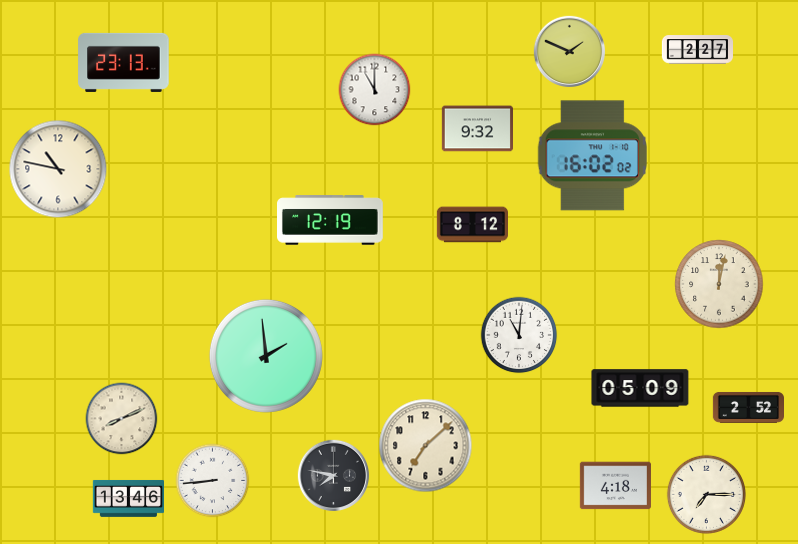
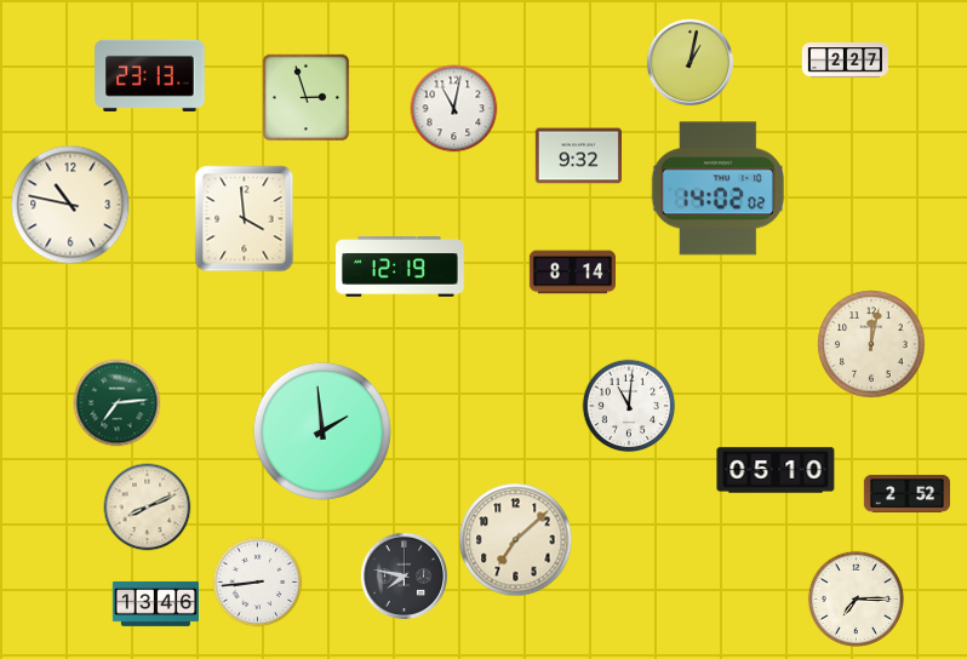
clock at (569, 51): 1:49 -> 1:02
clock at (307, 98): none -> 2:57
clock at (375, 90): 11:00 -> 11:02
clock at (592, 156): 16:02 -> 14:02
clock at (245, 219): none -> 3:59
clock at (472, 225): 8:12 -> 8:14
clock at (118, 403): none -> 7:14
clock at (640, 388): 05:09 -> 05:10
clock at (615, 486): 4:18 -> none
